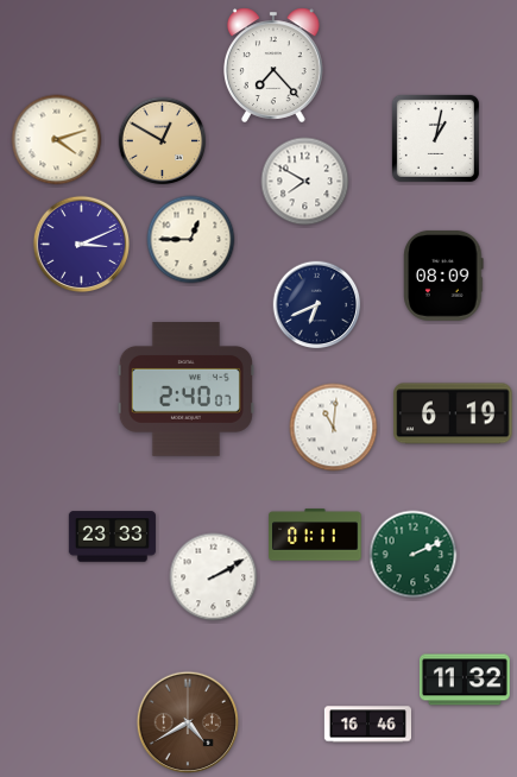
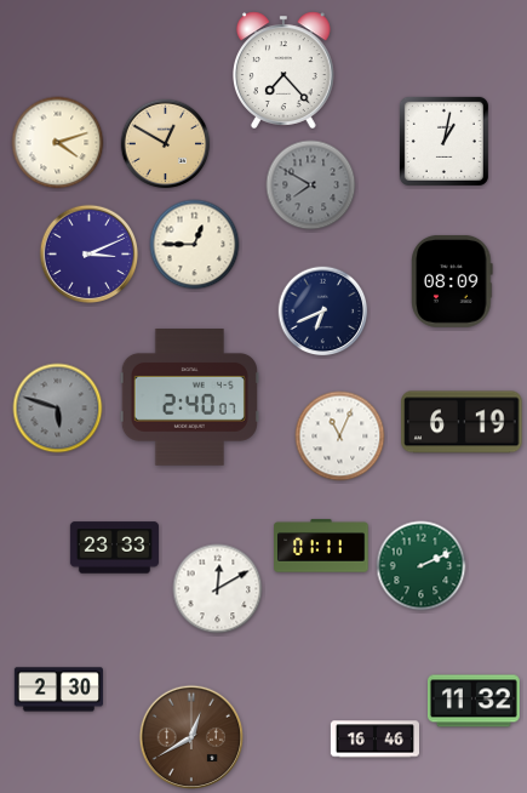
clock at (275, 65) position: (275, 65) -> (285, 70)
clock at (305, 182) dial: white -> grey
clock at (82, 245) position: (82, 245) -> (90, 255)
clock at (58, 409): none -> 5:48
clock at (334, 428): 11:01 -> 11:04
clock at (214, 577): 2:10 -> 12:10
clock at (58, 690): none -> 2:30
clock at (465, 680) position: (465, 680) -> (474, 701)
clock at (187, 721): 4:40 -> 12:40
